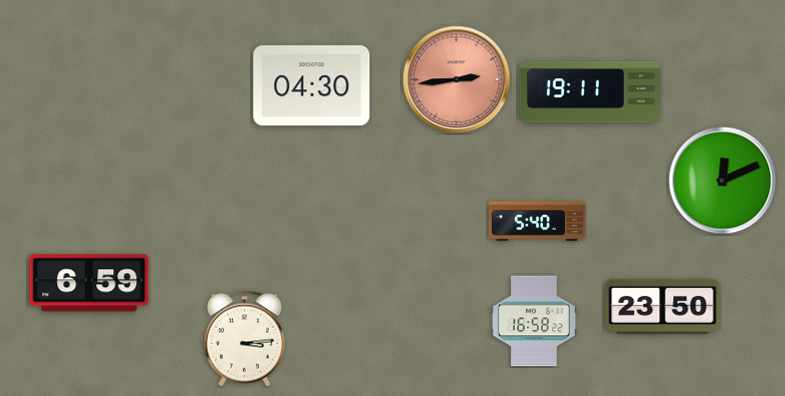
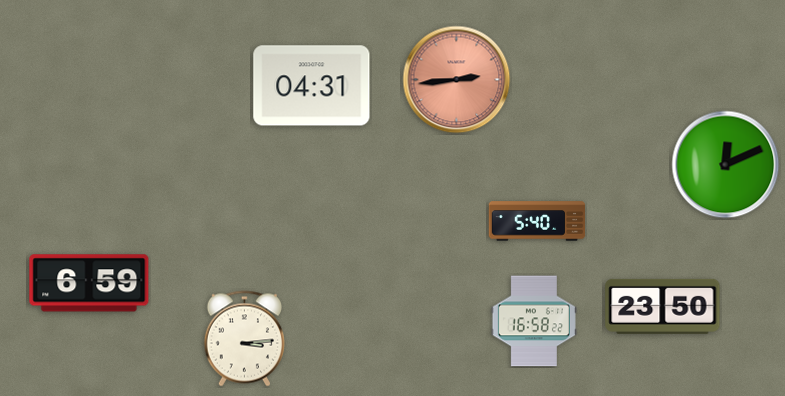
clock at (312, 86): 04:30 -> 04:31
clock at (590, 92): 19:11 -> none
clock at (723, 181) position: (723, 181) -> (726, 165)
